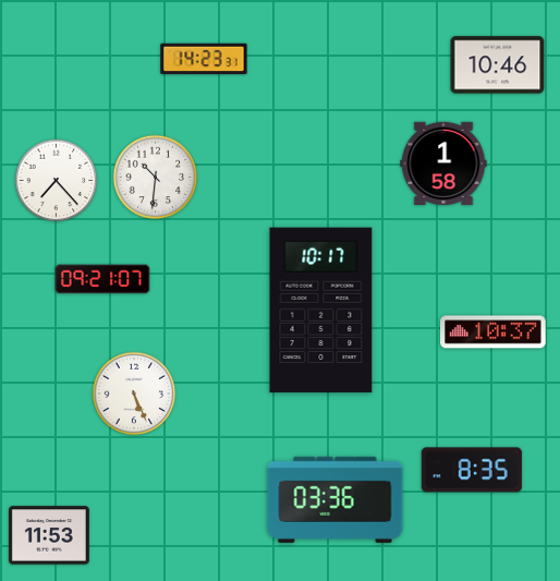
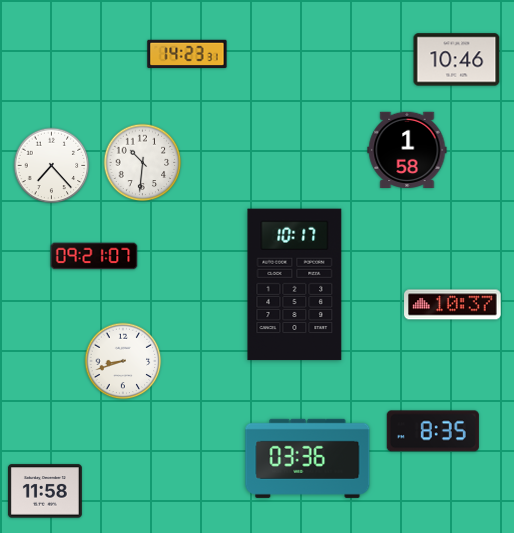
clock at (134, 394): 5:26 -> 8:42
clock at (49, 535): 11:53 -> 11:58
